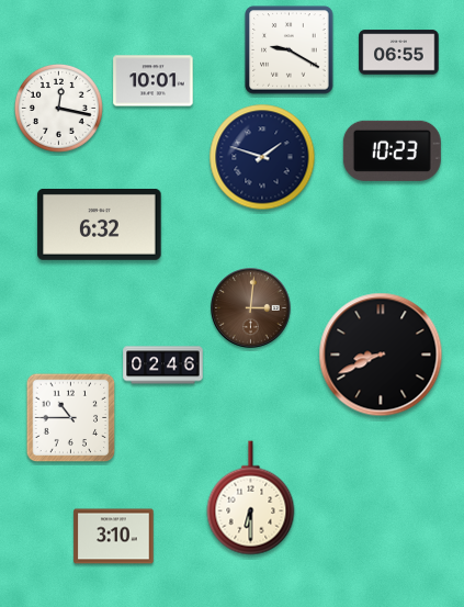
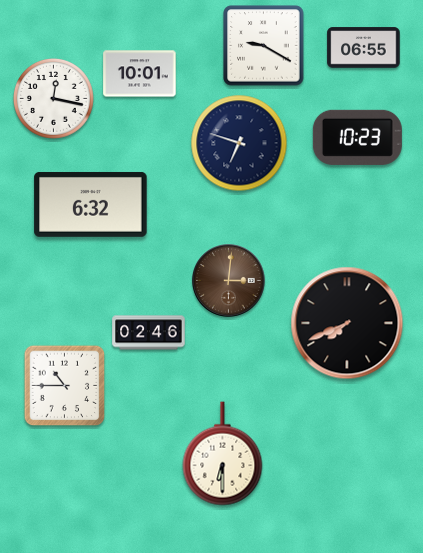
clock at (262, 157): 1:48 -> 6:48
clock at (381, 355): 8:41 -> 7:41
clock at (71, 418) position: (71, 418) -> (65, 386)
clock at (251, 498) position: (251, 498) -> (223, 454)
clock at (114, 537): 3:10 -> none
